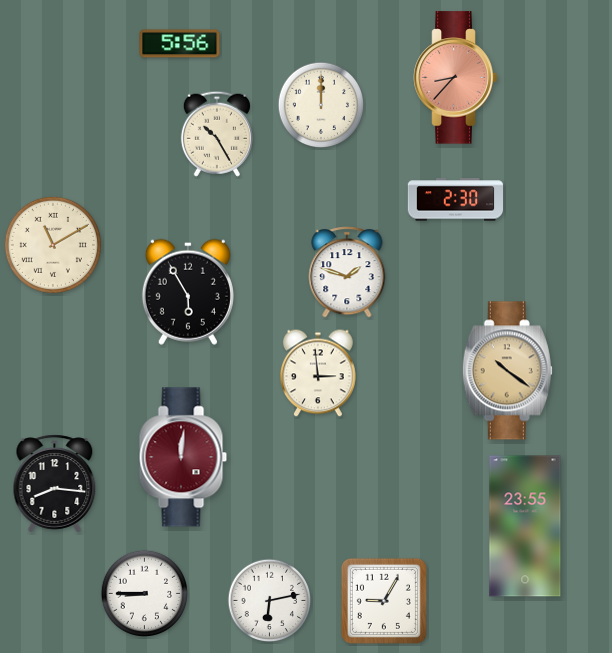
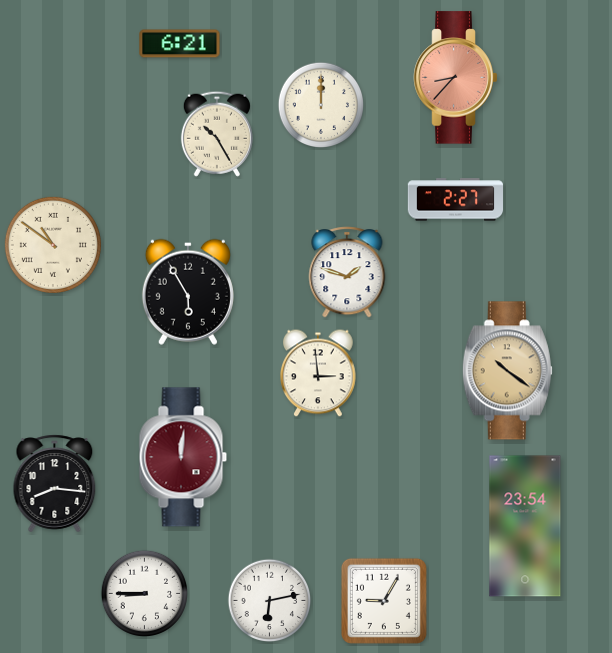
clock at (180, 44): 5:56 -> 6:21
clock at (455, 200): 2:30 -> 2:27
clock at (53, 245): 11:10 -> 10:51
clock at (525, 526): 23:55 -> 23:54
